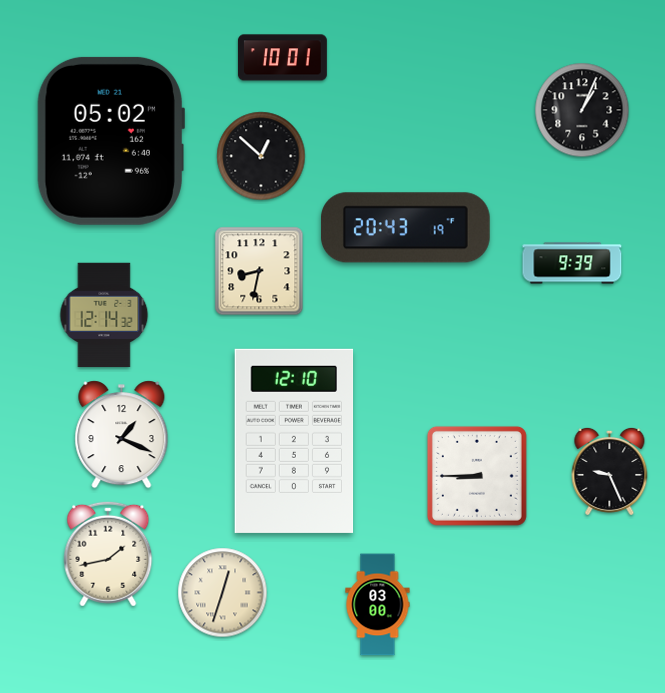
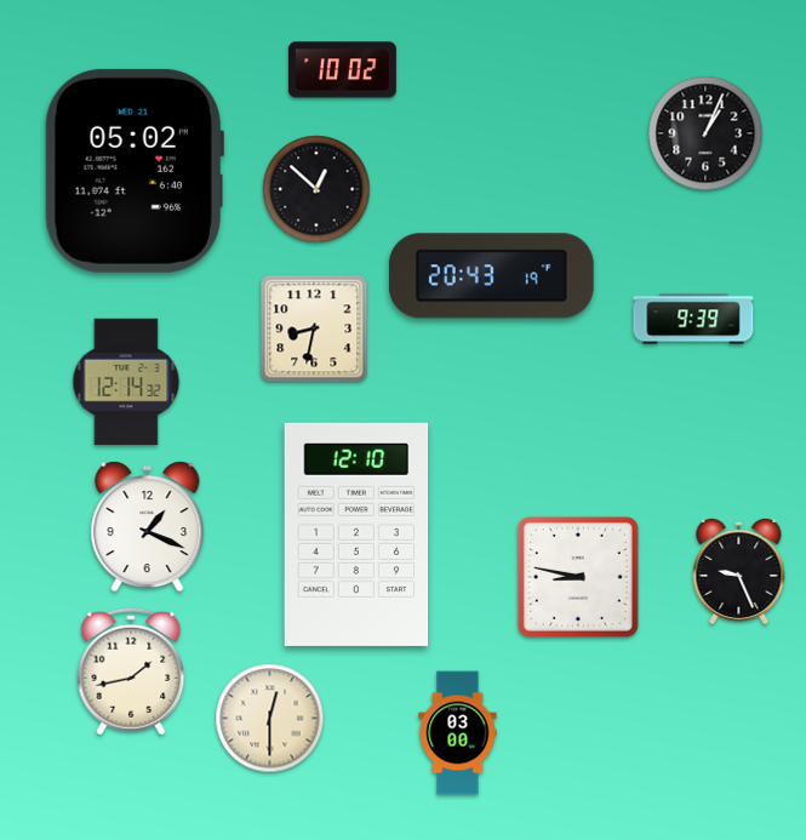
clock at (282, 58): 10:01 -> 10:02
clock at (477, 476): 8:45 -> 8:47
clock at (223, 593): 12:33 -> 12:30
